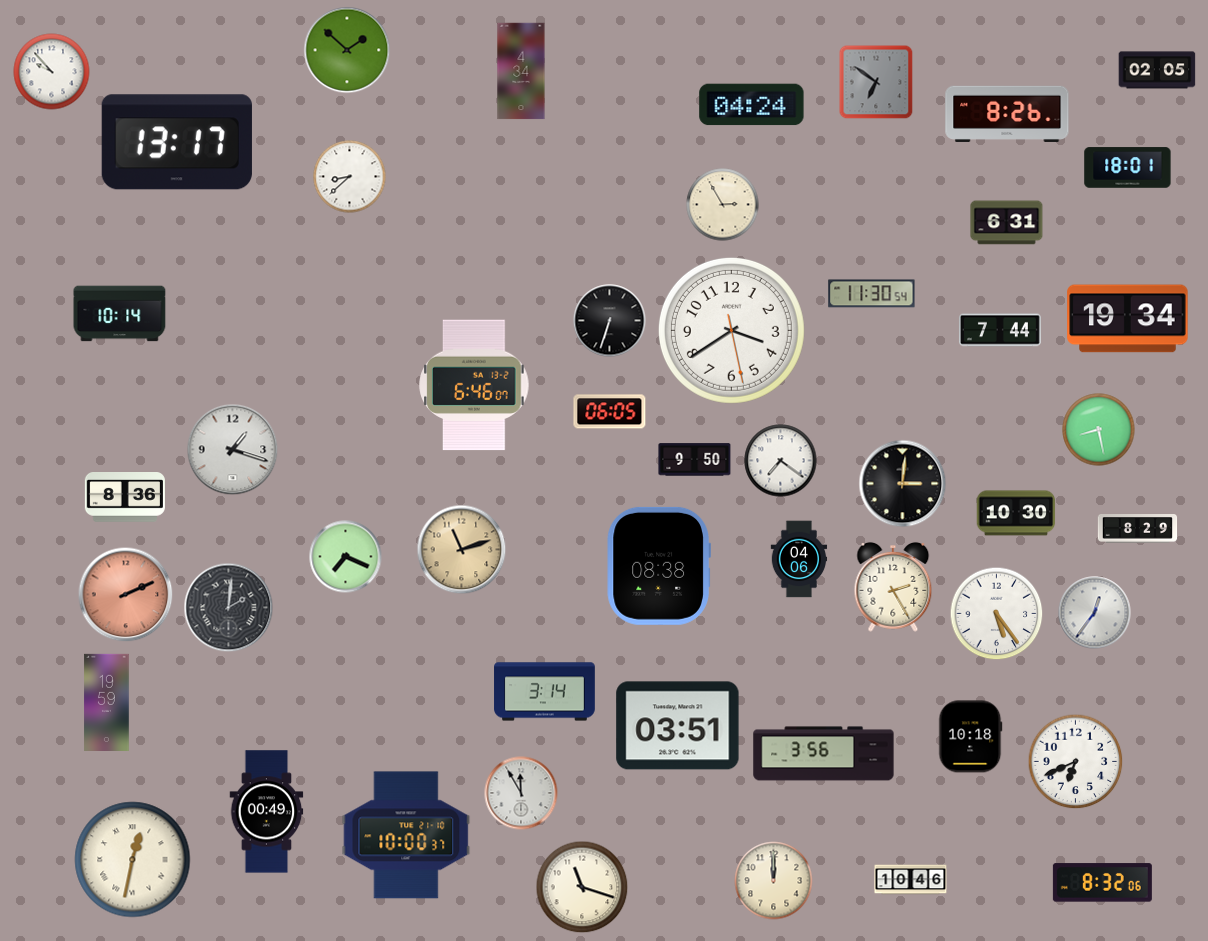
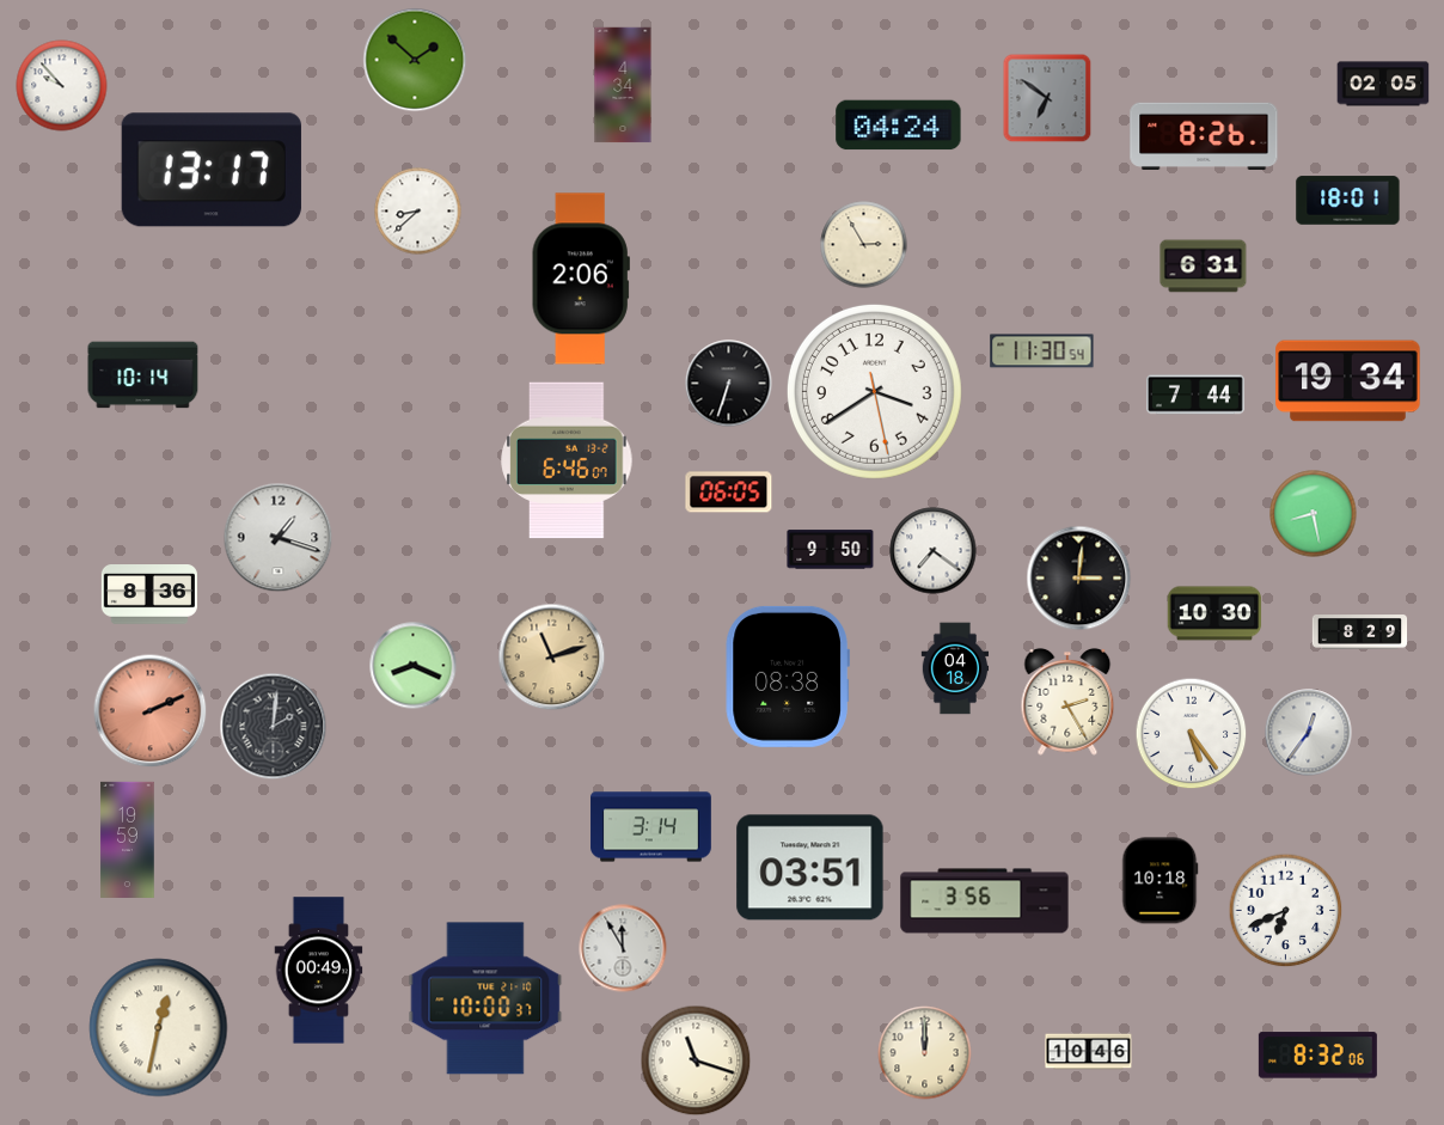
clock at (581, 279): none -> 2:06
clock at (731, 330) position: (731, 330) -> (874, 391)
clock at (346, 557): 7:19 -> 8:19
clock at (799, 559): 04:06 -> 04:18
